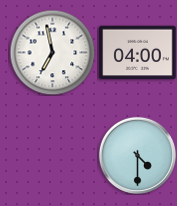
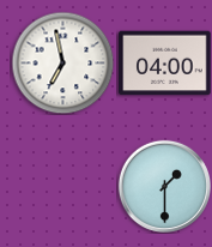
clock at (137, 155): 4:30 -> 1:30
